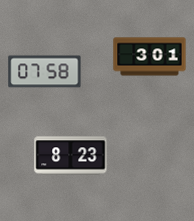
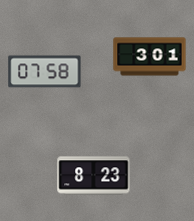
clock at (71, 156) position: (71, 156) -> (94, 176)
